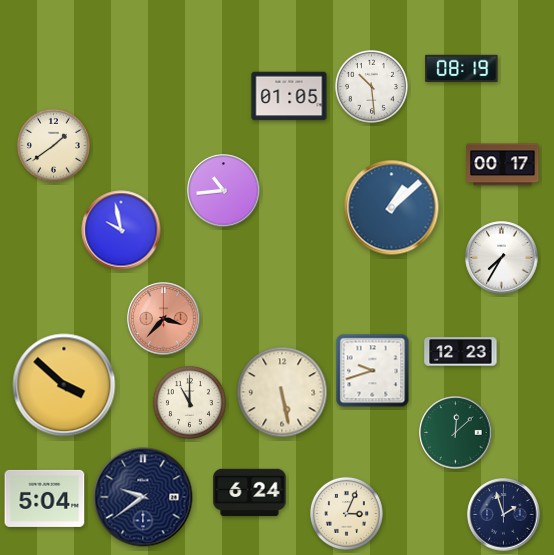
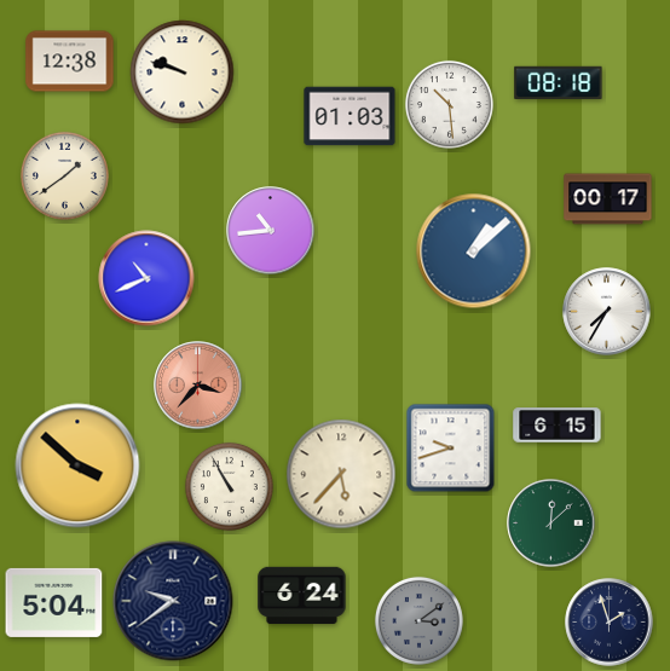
clock at (70, 62): none -> 12:38
clock at (183, 73): none -> 9:48
clock at (462, 68): 08:19 -> 08:18
clock at (289, 96): 01:05 -> 01:03
clock at (121, 230): 9:58 -> 10:41
clock at (461, 352): 12:23 -> 6:15
clock at (282, 392): 5:28 -> 5:37
clock at (189, 402): 11:00 -> 10:55
clock at (346, 513): 3:04 -> 3:09
clock at (346, 513) dial: cream -> grey
